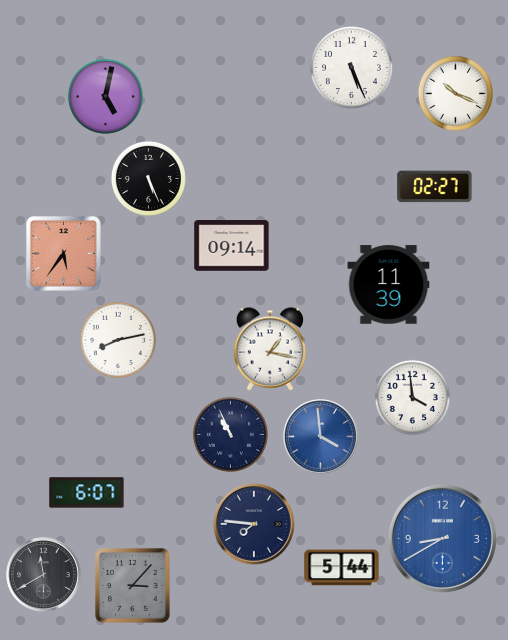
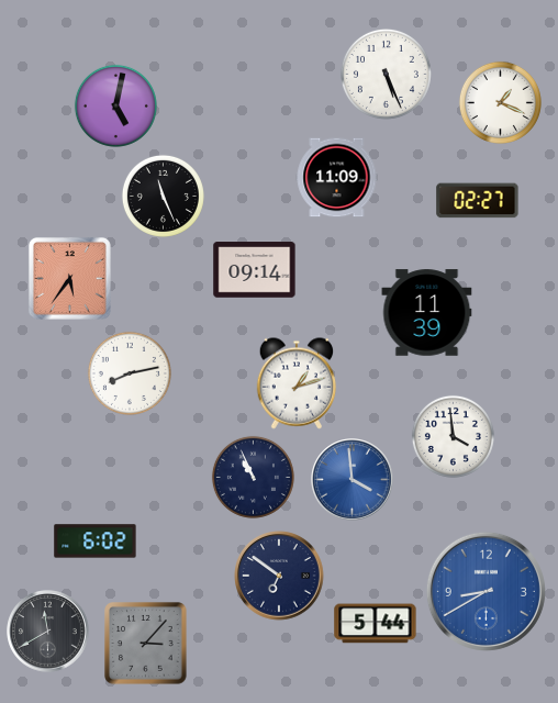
clock at (455, 93): 10:19 -> 1:19
clock at (337, 178): none -> 11:09
clock at (148, 178): 5:26 -> 11:26
clock at (435, 187) position: (435, 187) -> (478, 201)
clock at (270, 349): 1:17 -> 1:12
clock at (87, 493): 6:07 -> 6:02
clock at (254, 524): 7:46 -> 6:51
